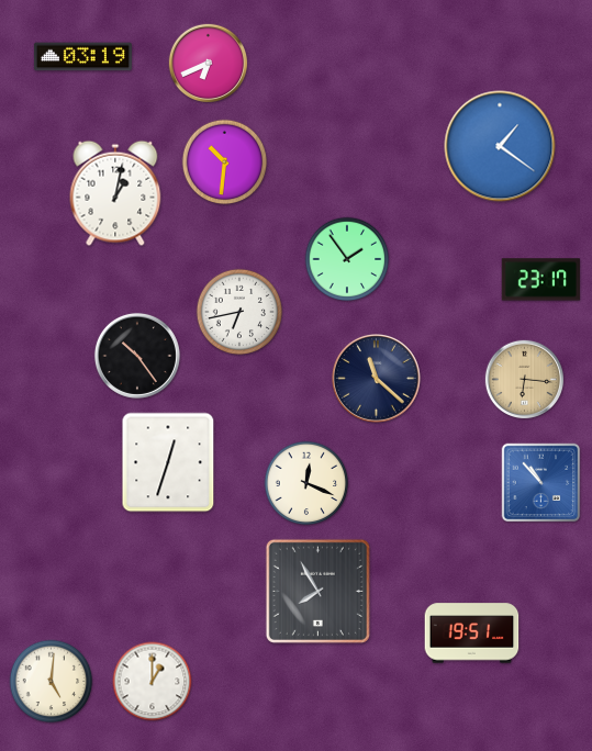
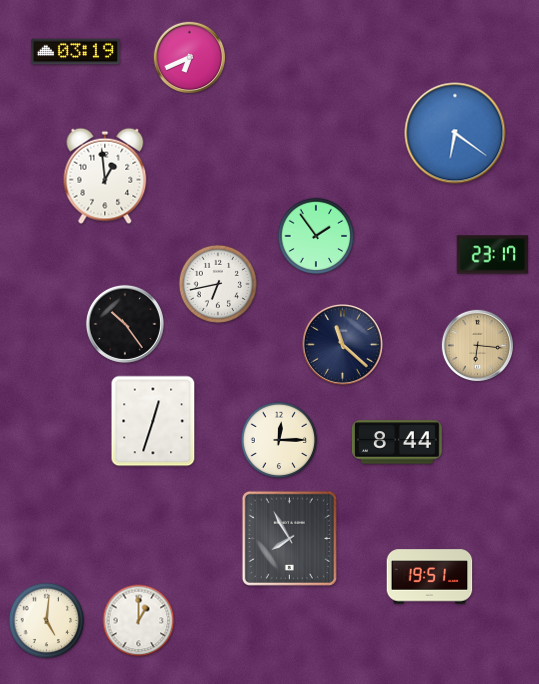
clock at (500, 146): 1:21 -> 6:21
clock at (225, 162): 10:31 -> none
clock at (115, 193): 1:02 -> 12:59
clock at (306, 483): 12:19 -> 12:15
clock at (541, 483): 10:53 -> none
clock at (397, 442): none -> 8:44
